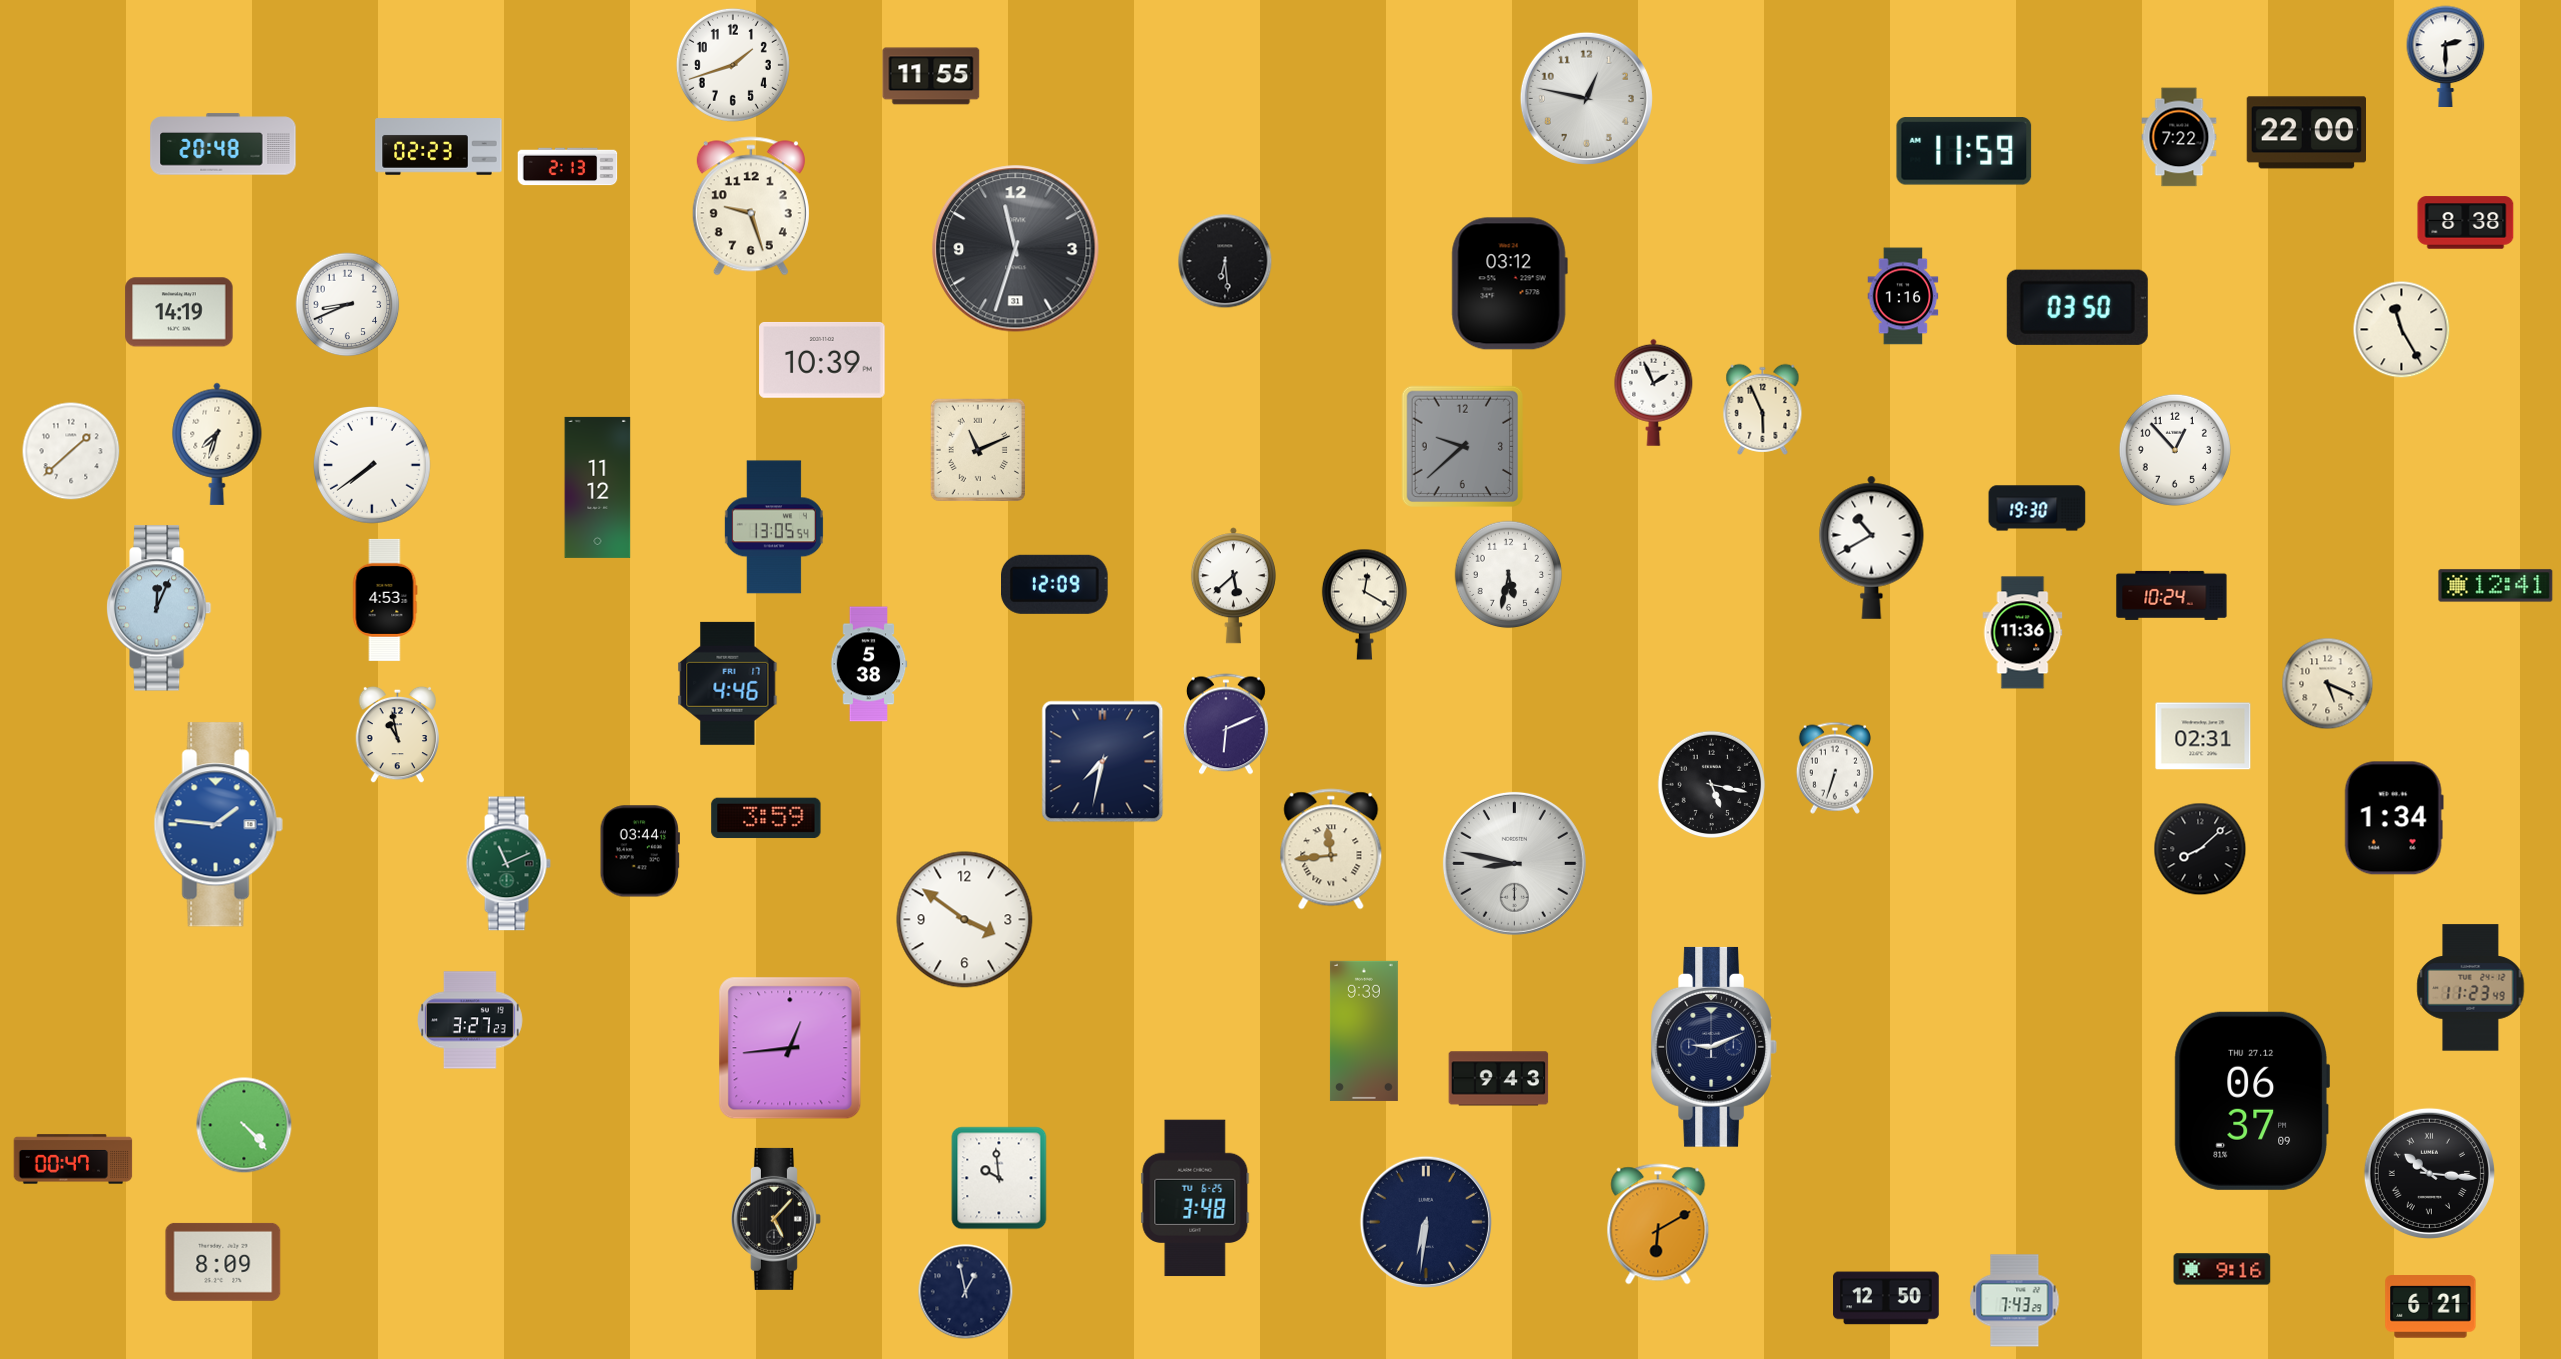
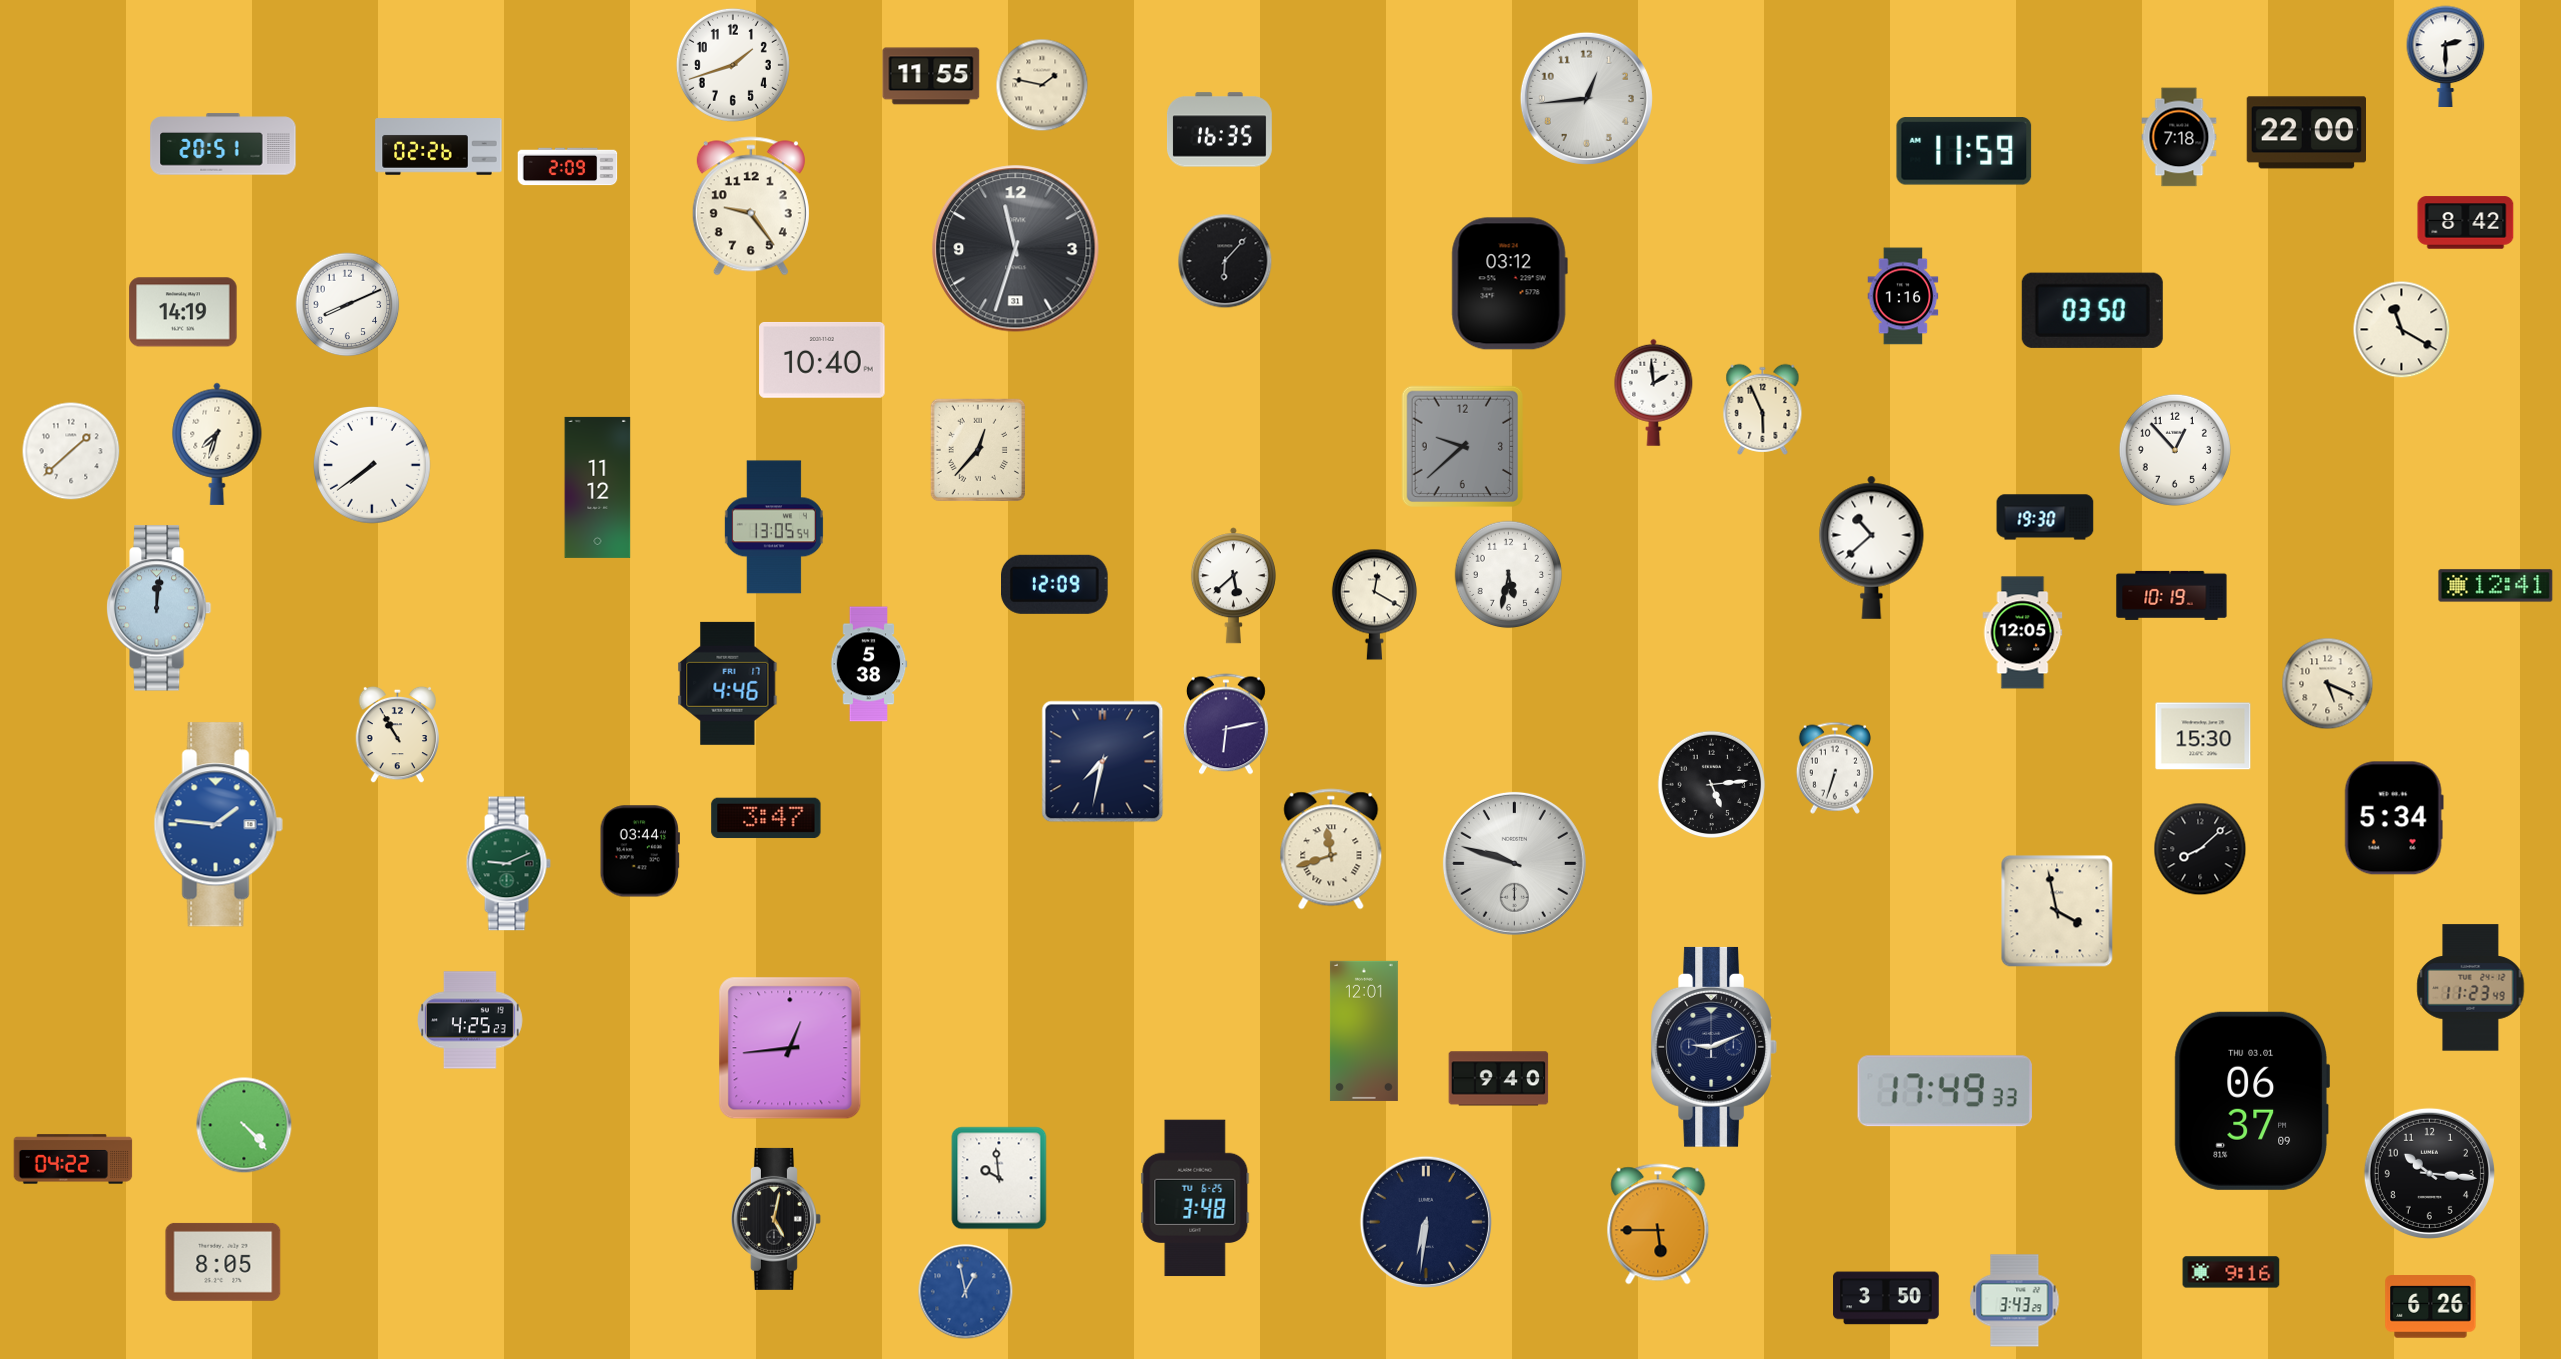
clock at (1042, 85): none -> 1:47
clock at (1586, 98): 12:47 -> 12:44
clock at (1219, 130): none -> 16:35
clock at (2179, 137): 7:22 -> 7:18
clock at (223, 144): 20:48 -> 20:51
clock at (439, 147): 02:23 -> 02:26
clock at (568, 167): 2:13 -> 2:09
clock at (751, 206): 9:27 -> 9:24
clock at (2466, 223): 8:38 -> 8:42
clock at (1225, 261): 6:29 -> 6:07
clock at (348, 305): 8:41 -> 8:11
clock at (2077, 307) position: (2077, 307) -> (2092, 310)
clock at (179, 312) position: (179, 312) -> (183, 312)
clock at (2402, 330): 11:25 -> 11:20
clock at (822, 360): 10:39 -> 10:40
clock at (1654, 392): 1:56 -> 1:59
clock at (977, 449): 11:11 -> 12:37
clock at (2037, 508) position: (2037, 508) -> (2045, 517)
clock at (1872, 547): 10:40 -> 10:38
clock at (2172, 595): 10:24 -> 10:19
clock at (385, 600): 4:53 -> none
clock at (1364, 604) position: (1364, 604) -> (1374, 604)
clock at (159, 608): 12:04 -> 12:01
clock at (2023, 633): 11:36 -> 12:05
clock at (1226, 724): 6:11 -> 6:13
clock at (398, 735): 10:58 -> 10:55
clock at (2203, 736): 02:31 -> 15:30
clock at (1712, 785): 5:17 -> 5:14
clock at (766, 818): 3:59 -> 3:47
clock at (2394, 818): 1:34 -> 5:34
clock at (1331, 849): 11:44 -> 11:42
clock at (1514, 863): 8:47 -> 9:48
clock at (508, 864): 11:11 -> 9:11
clock at (2057, 911): none -> 3:58
clock at (965, 920): 3:51 -> none
clock at (471, 1020): 3:27 -> 4:25
clock at (1364, 1031): 9:39 -> 12:01
clock at (1499, 1079): 9:43 -> 9:40
clock at (1945, 1091): none -> 17:49
clock at (2252, 1101) date: THU 27.12 -> THU 03.01
clock at (73, 1159): 00:47 -> 04:22
clock at (2429, 1173) numerals: Roman -> Arabic
clock at (776, 1219): 5:07 -> 5:02
clock at (1658, 1224): 6:10 -> 5:45
clock at (223, 1262): 8:09 -> 8:05
clock at (2222, 1269) position: (2222, 1269) -> (2231, 1272)
clock at (966, 1292) dial: navy -> blue
clock at (1886, 1298): 12:50 -> 3:50
clock at (2015, 1301): 7:43 -> 3:43
clock at (2431, 1307): 6:21 -> 6:26
